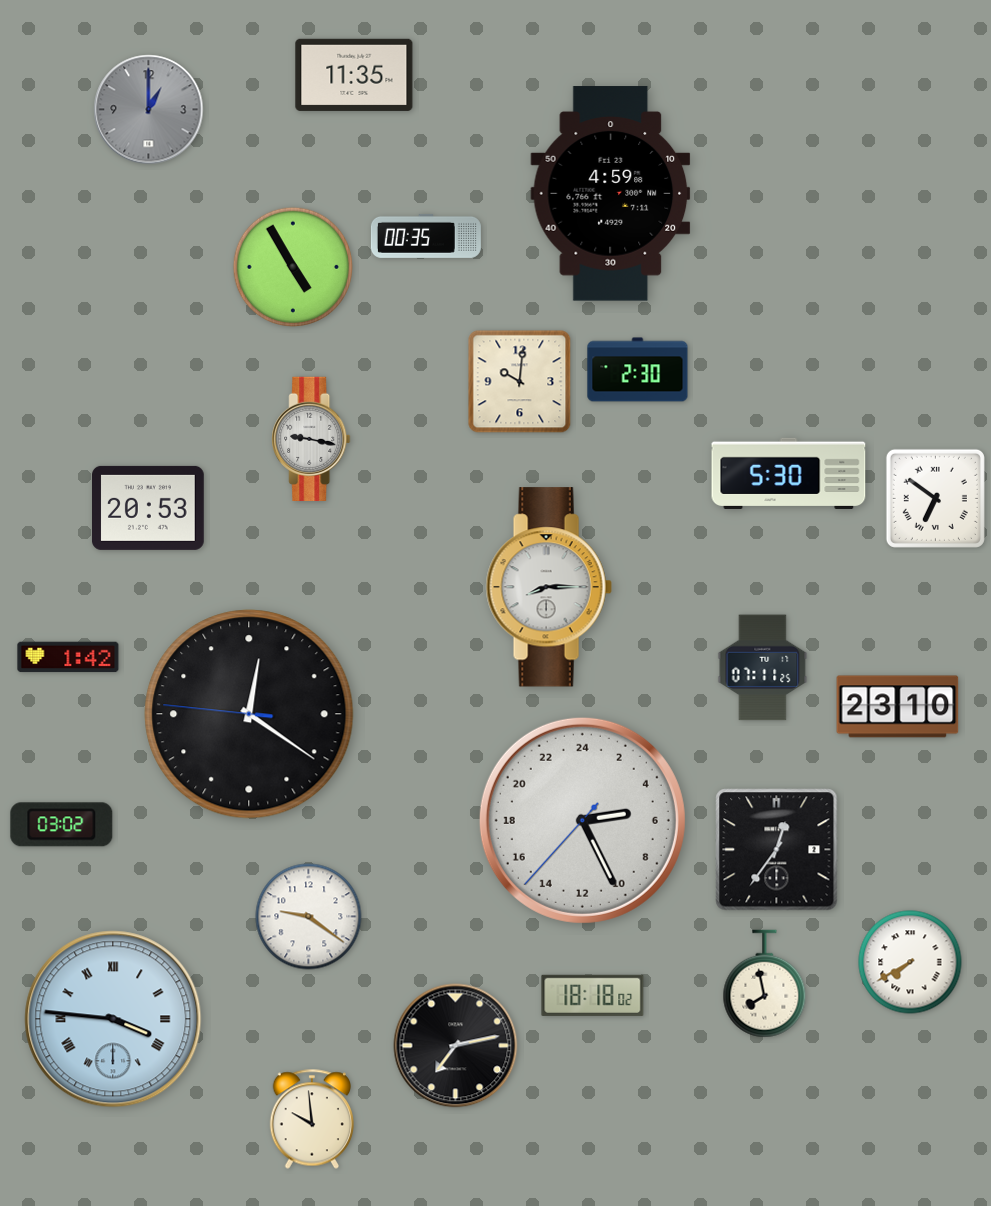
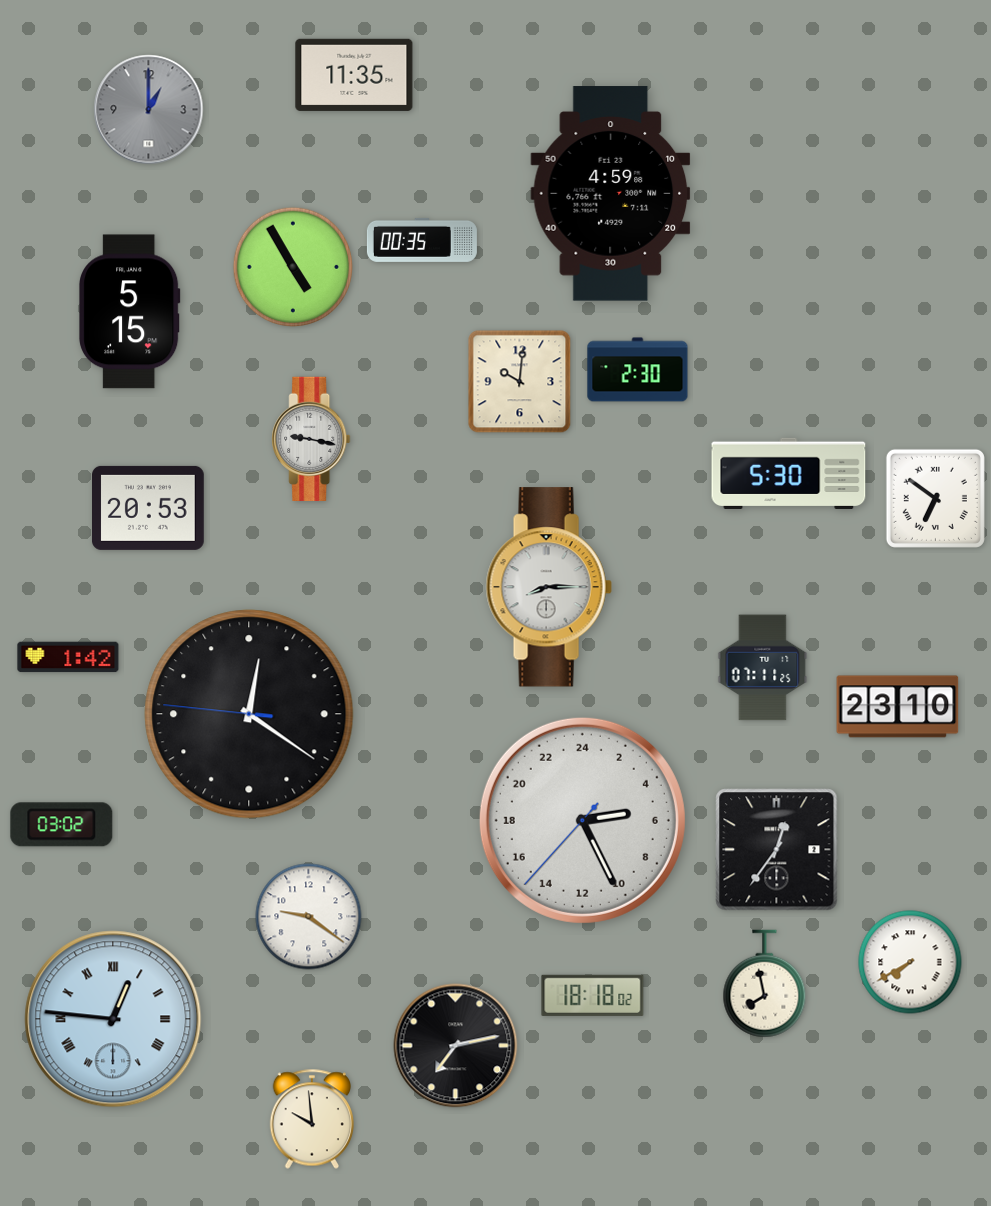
clock at (426, 236) position: (426, 236) -> (422, 240)
clock at (129, 312): none -> 5:15
clock at (113, 1019): 3:46 -> 12:46
